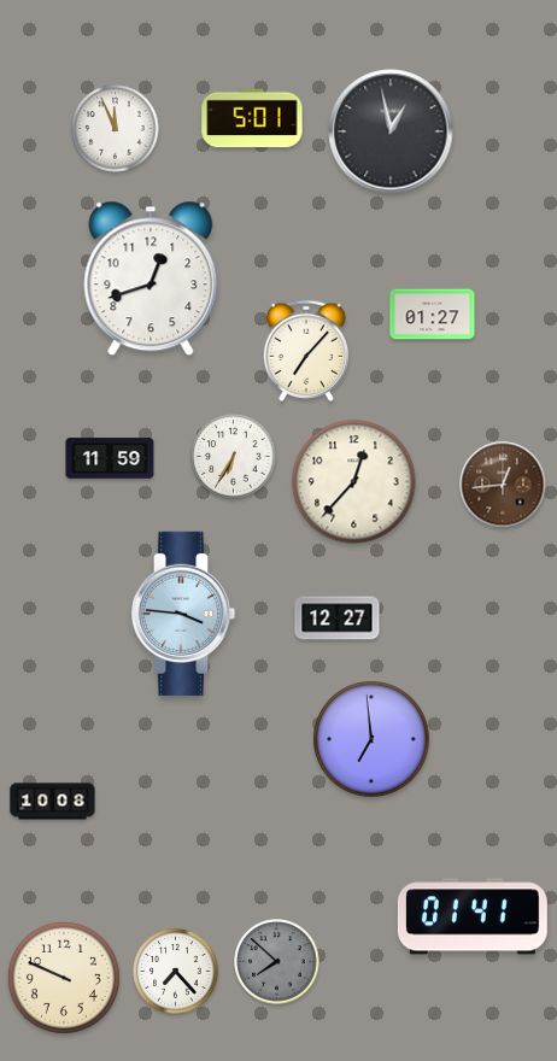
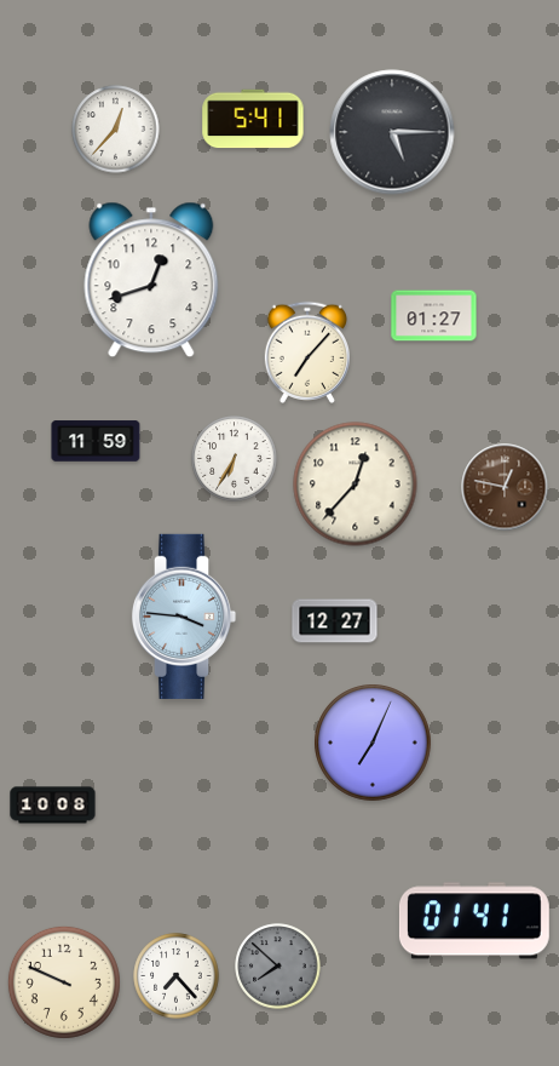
clock at (252, 118): 5:01 -> 5:41
clock at (116, 129): 11:56 -> 12:37
clock at (391, 131): 12:58 -> 5:15
clock at (110, 458) position: (110, 458) -> (96, 441)
clock at (503, 485): 12:44 -> 12:47
clock at (338, 619) position: (338, 619) -> (335, 621)
clock at (371, 739): 6:59 -> 7:04
